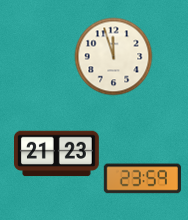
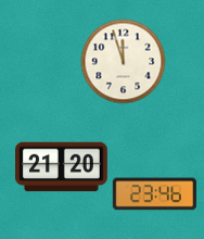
clock at (57, 154): 21:23 -> 21:20
clock at (142, 179): 23:59 -> 23:46
